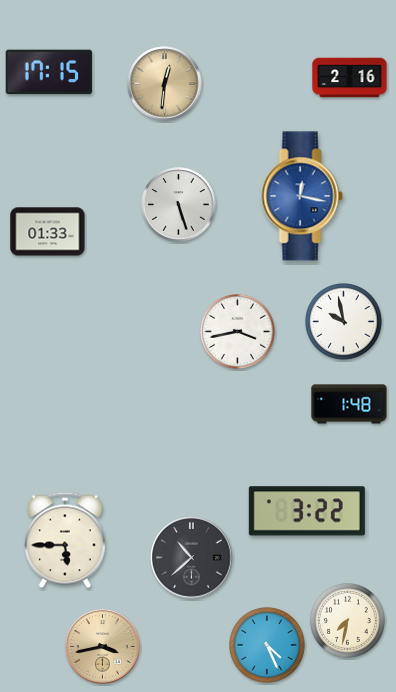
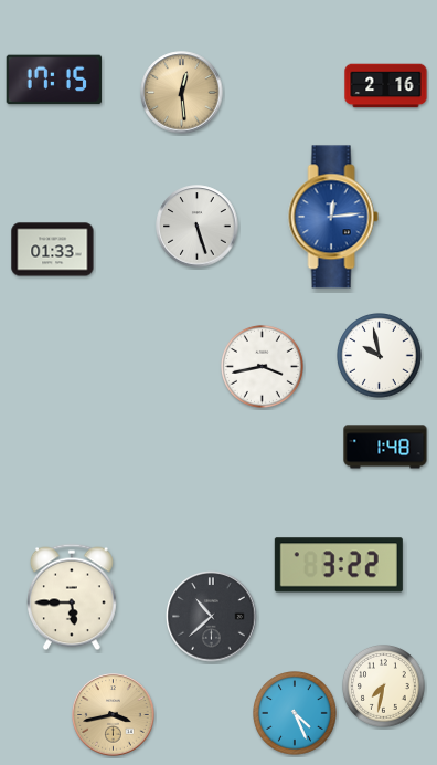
clock at (165, 84): 12:31 -> 12:29
clock at (302, 196): 12:17 -> 12:14
clock at (48, 232) position: (48, 232) -> (53, 250)
